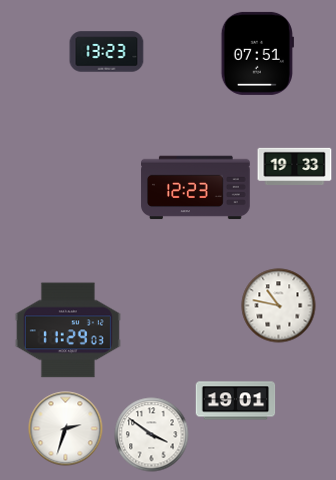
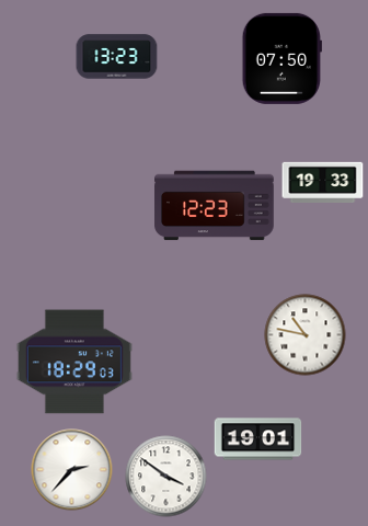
clock at (257, 53): 07:51 -> 07:50
clock at (68, 330): 11:29 -> 18:29
clock at (66, 429): 2:33 -> 2:37
